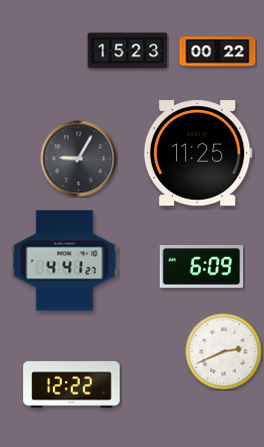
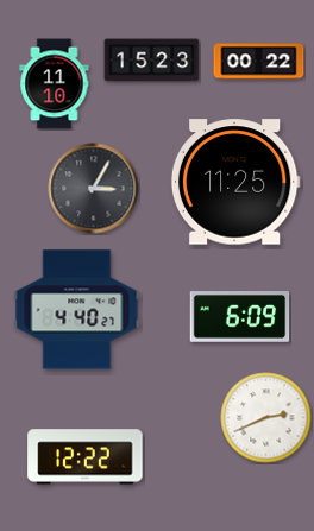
clock at (55, 84): none -> 11:10
clock at (79, 159): 9:05 -> 3:05
clock at (65, 261): 4:41 -> 4:40
